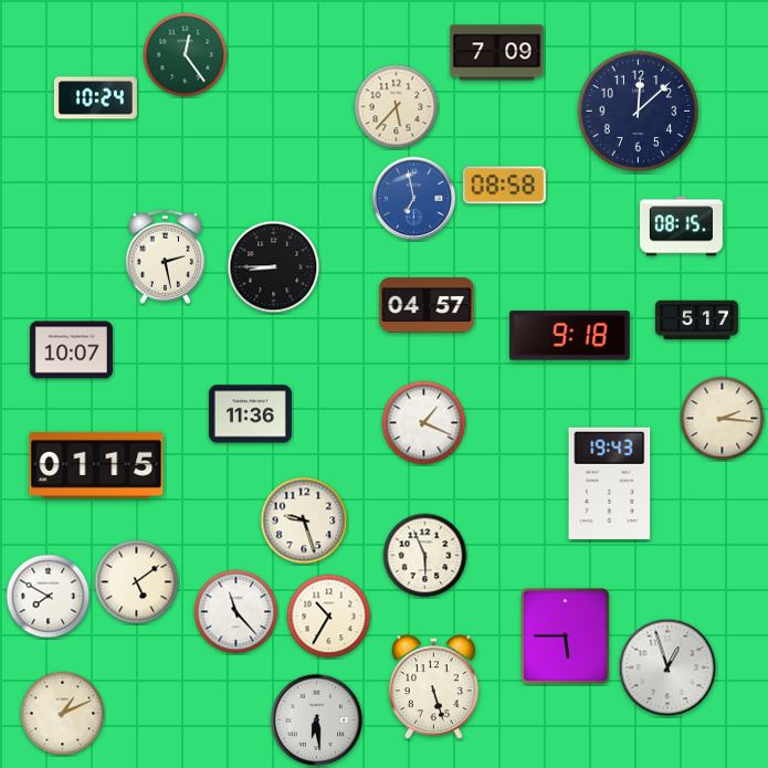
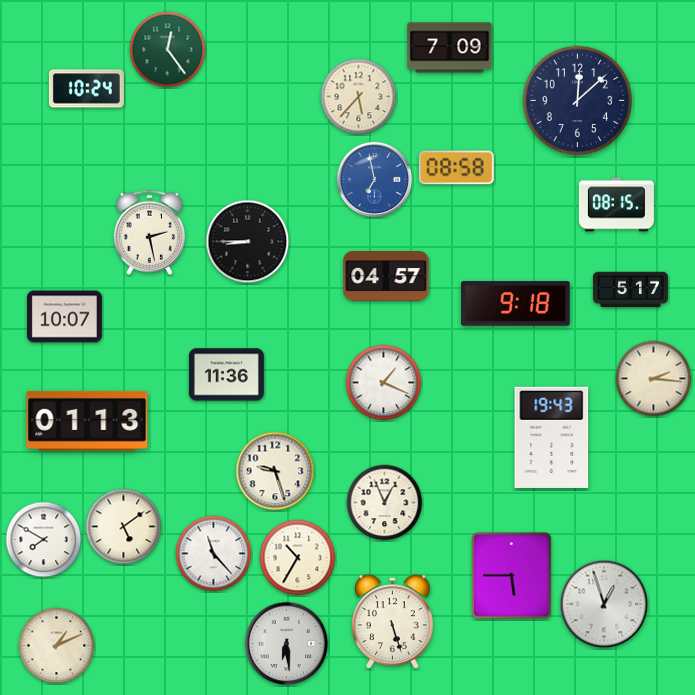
clock at (96, 465): 01:15 -> 01:13
clock at (425, 556): 5:56 -> 12:56
clock at (317, 720) position: (317, 720) -> (287, 644)
